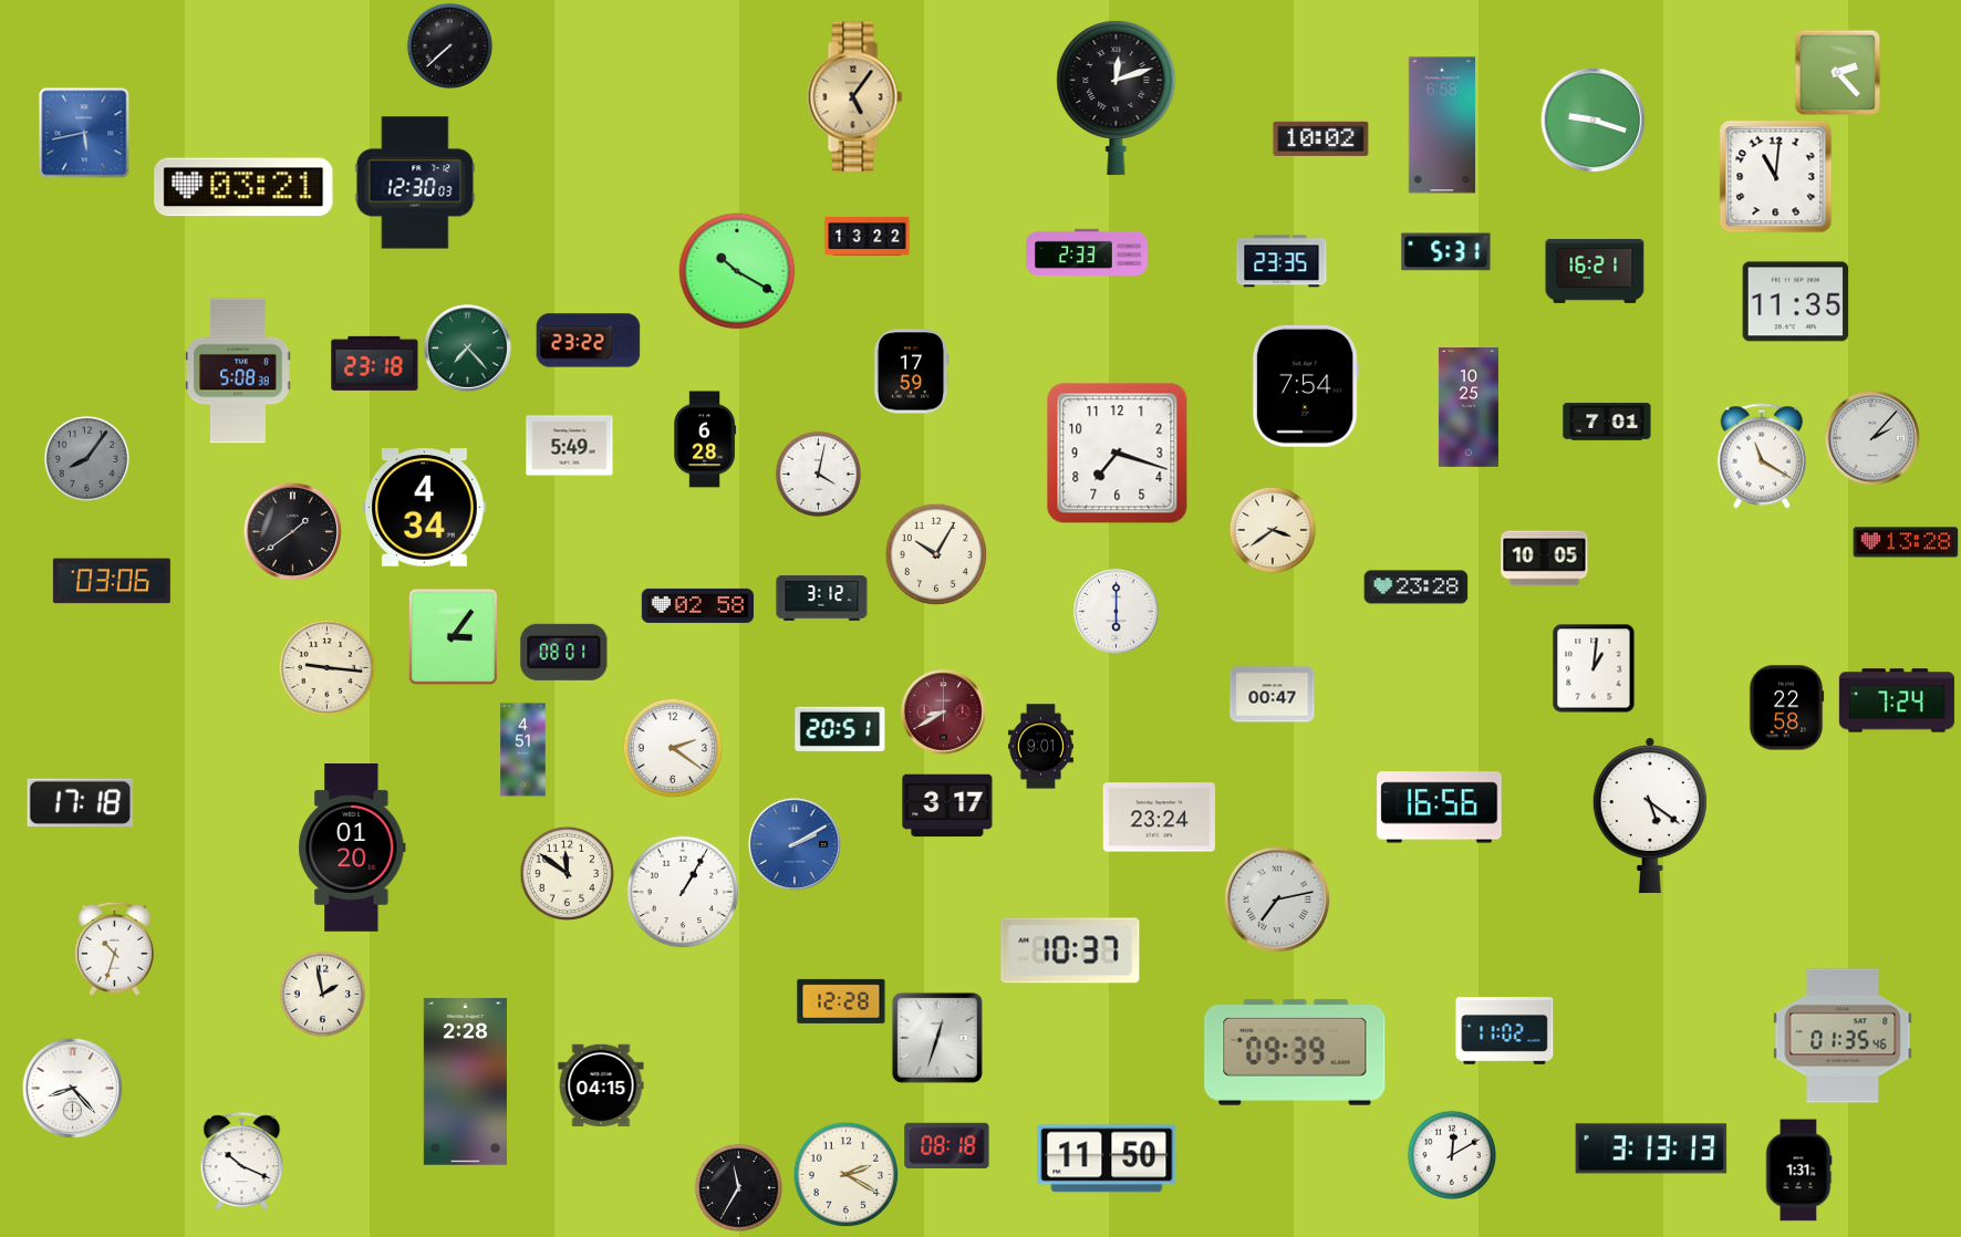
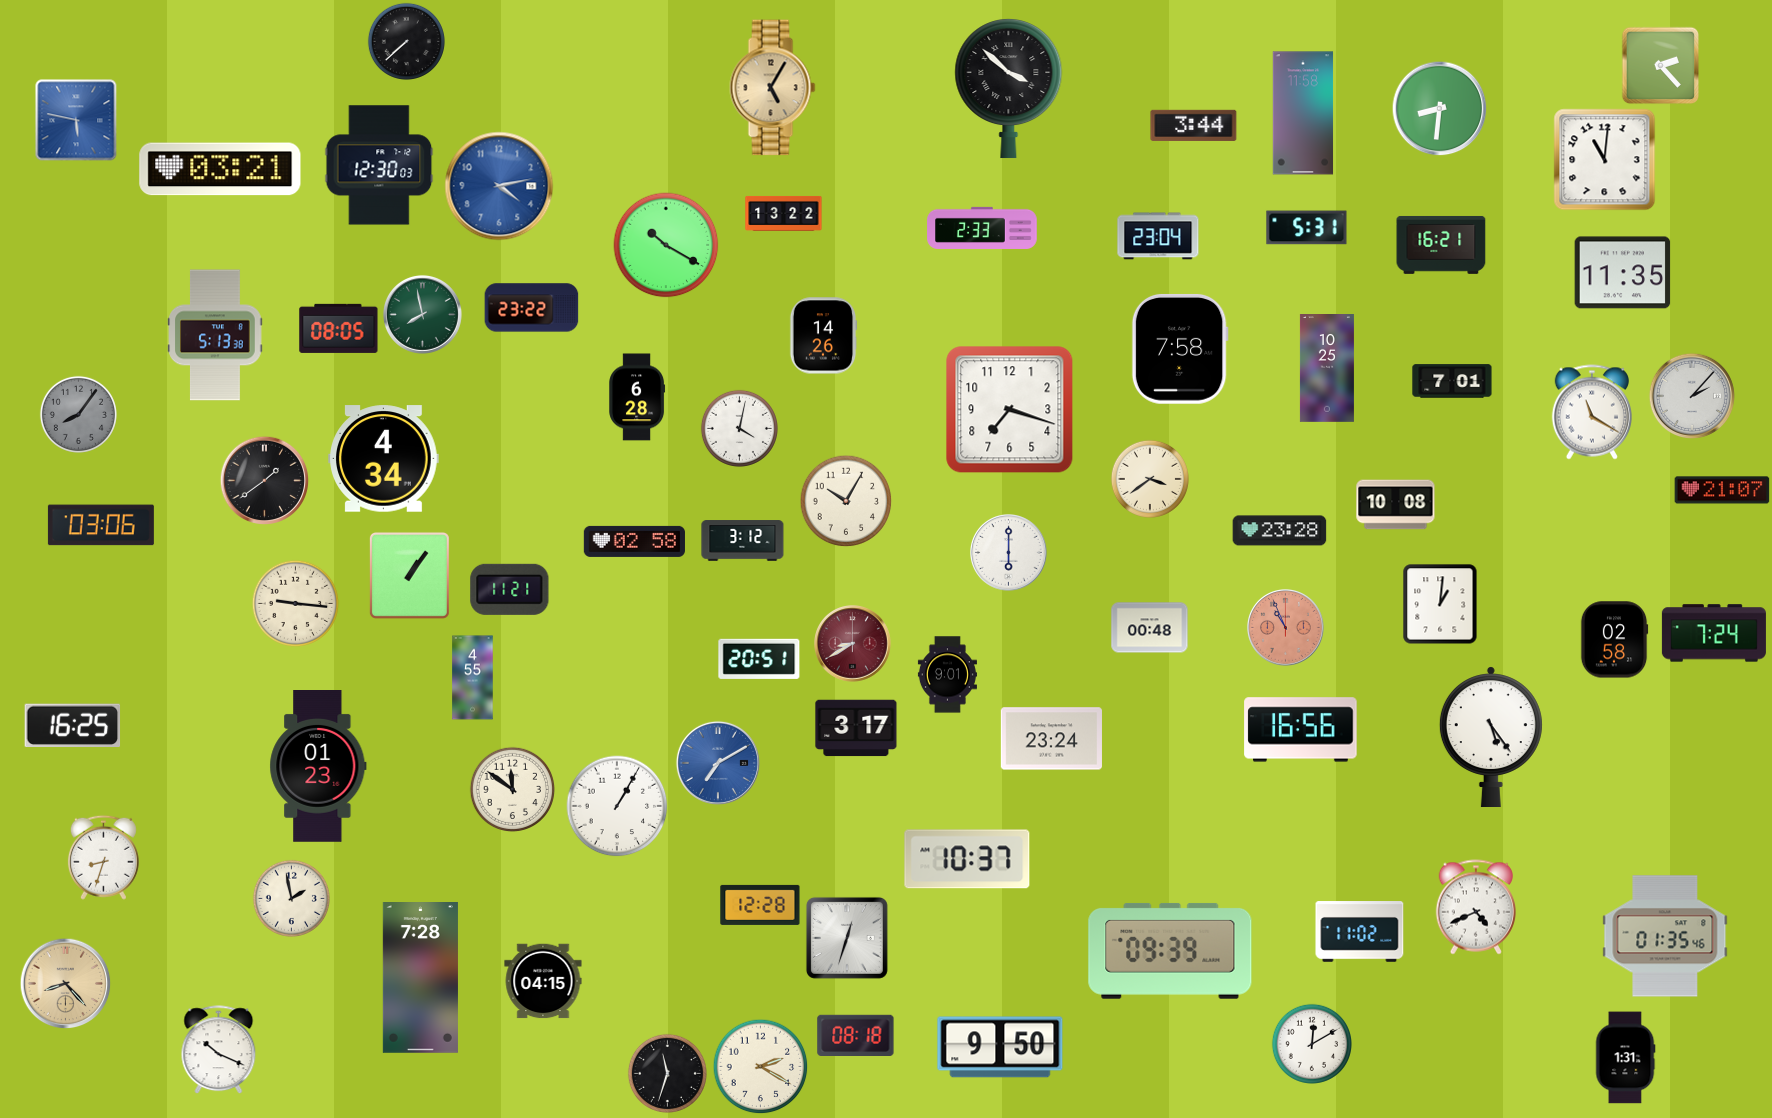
clock at (855, 97): 5:06 -> 5:05
clock at (1117, 98): 12:12 -> 3:52
clock at (1592, 119): 9:18 -> 8:31
clock at (1442, 125): 6:58 -> 11:58
clock at (84, 133): 5:43 -> 5:47
clock at (1321, 138): 10:02 -> 3:44
clock at (415, 183) position: (415, 183) -> (379, 165)
clock at (499, 186): none -> 4:13
clock at (1282, 261): 23:35 -> 23:04
clock at (467, 347): 7:23 -> 7:58
clock at (375, 363): 23:18 -> 08:05
clock at (238, 371): 5:08 -> 5:13
clock at (911, 372): 17:59 -> 14:26
clock at (1306, 386): 7:54 -> 7:58
clock at (570, 446): 5:49 -> none
clock at (1906, 542): 13:28 -> 21:07
clock at (1545, 559): 10:05 -> 10:08
clock at (697, 605) position: (697, 605) -> (634, 541)
clock at (453, 636): 3:06 -> 1:06
clock at (564, 652): 08:01 -> 11:21
clock at (1273, 695): 00:47 -> 00:48
clock at (1286, 628): none -> 10:56
clock at (1786, 708): 22:58 -> 02:58
clock at (1040, 747) position: (1040, 747) -> (947, 675)
clock at (673, 748): 2:21 -> none
clock at (523, 750): 4:51 -> 4:55
clock at (81, 802): 17:18 -> 16:25
clock at (1650, 814): 5:21 -> 5:24
clock at (1159, 818) position: (1159, 818) -> (1051, 739)
clock at (795, 844): 2:10 -> 7:10
clock at (352, 848): 01:20 -> 01:23
clock at (1277, 900): 7:13 -> none
clock at (114, 948): 10:33 -> 8:33
clock at (1475, 907): none -> 4:41
clock at (465, 1082): 2:28 -> 7:28
clock at (72, 1088) dial: white -> champagne
clock at (1651, 1148): 3:13 -> none
clock at (1107, 1158): 11:50 -> 9:50
clock at (845, 1174) position: (845, 1174) -> (760, 1066)
clock at (738, 1187): 11:35 -> 11:33
